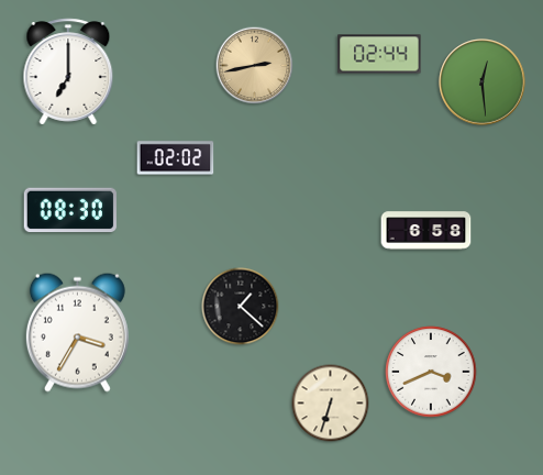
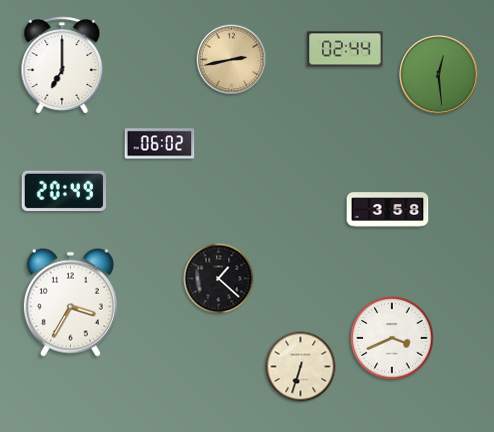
clock at (176, 158): 02:02 -> 06:02
clock at (70, 210): 08:30 -> 20:49
clock at (426, 231): 6:58 -> 3:58
